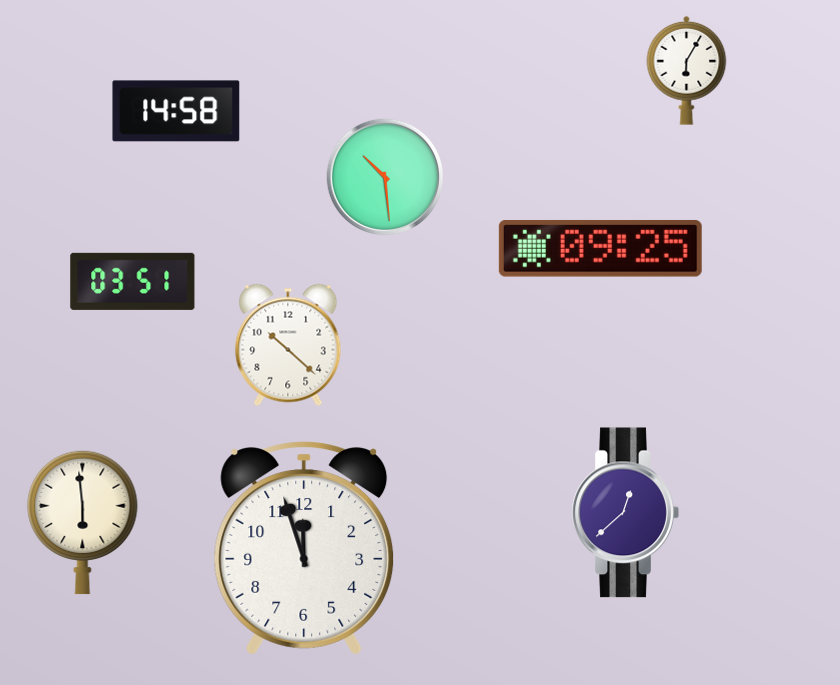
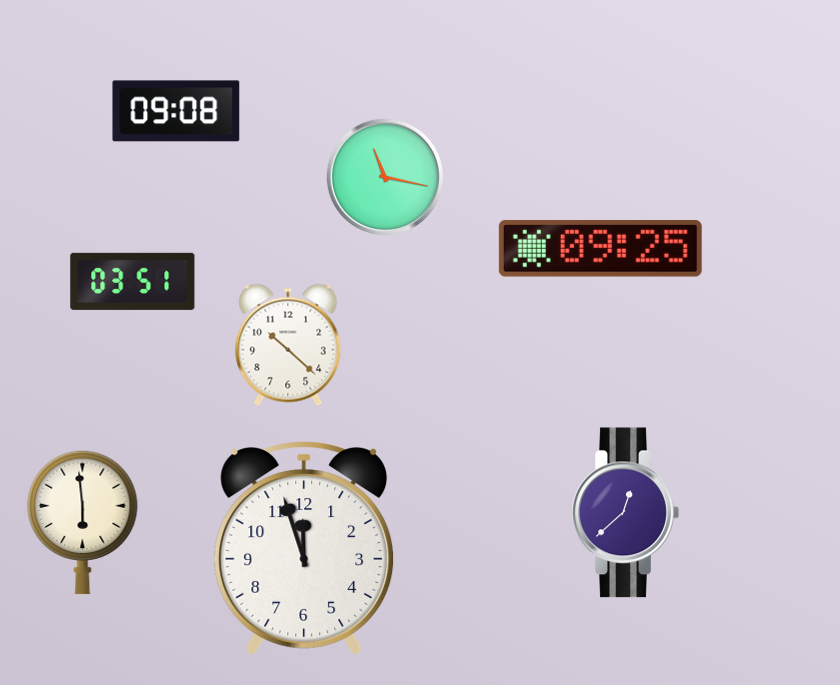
clock at (687, 70): 6:05 -> none
clock at (176, 111): 14:58 -> 09:08
clock at (385, 177): 10:29 -> 11:17
